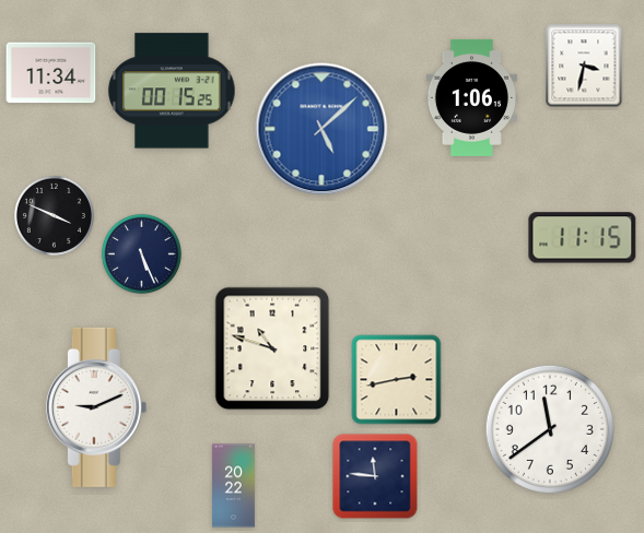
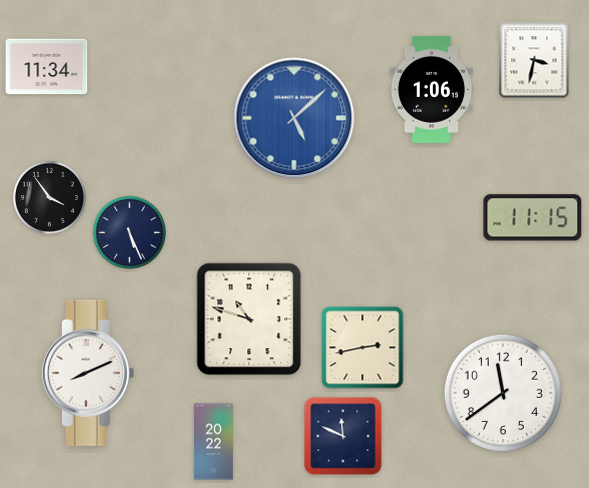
clock at (172, 91): 00:15 -> none
clock at (54, 215): 3:49 -> 3:54
clock at (96, 407): 9:11 -> 8:11
clock at (375, 476): 11:46 -> 11:49
clock at (234, 486) position: (234, 486) -> (214, 442)
